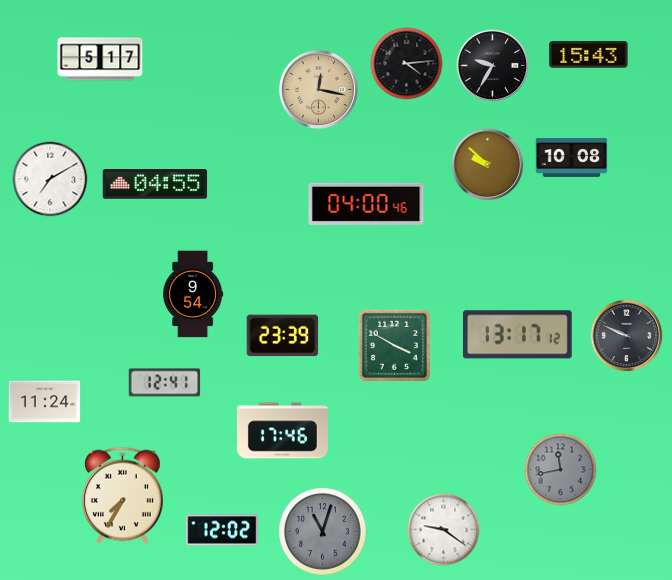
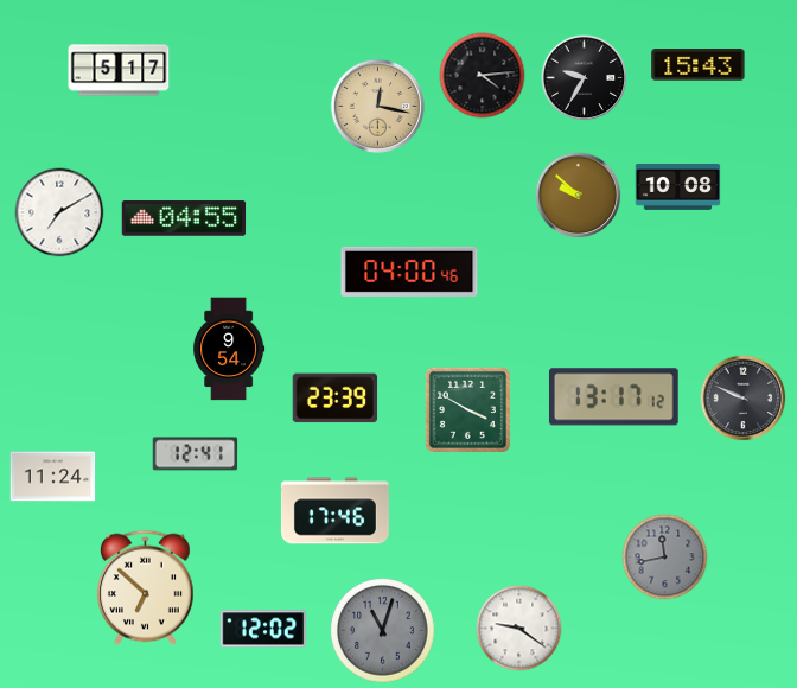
clock at (366, 204) position: (366, 204) -> (409, 272)
clock at (123, 496): 7:35 -> 6:52
clock at (444, 530) position: (444, 530) -> (519, 629)
